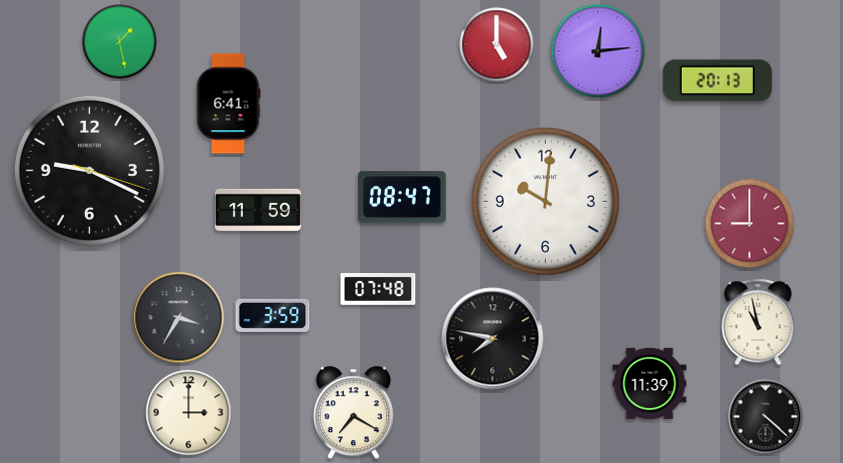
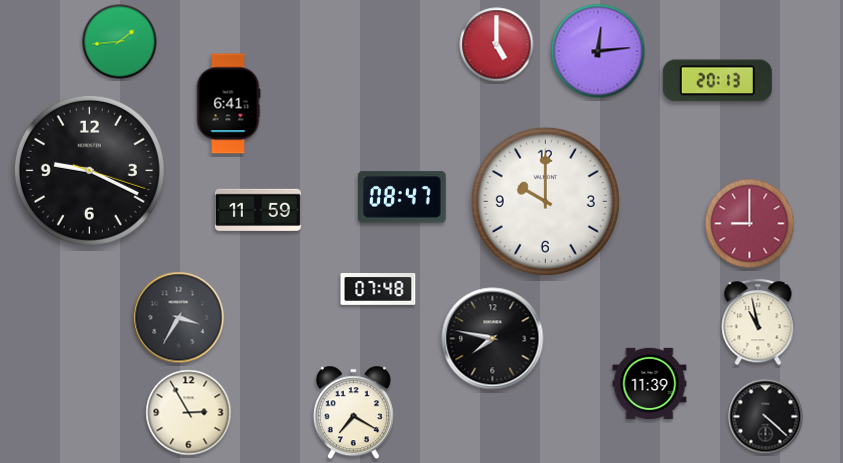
clock at (120, 42): 1:28 -> 1:44
clock at (545, 201): 10:01 -> 10:00
clock at (273, 315): 3:59 -> none
clock at (189, 413): 3:00 -> 2:55
